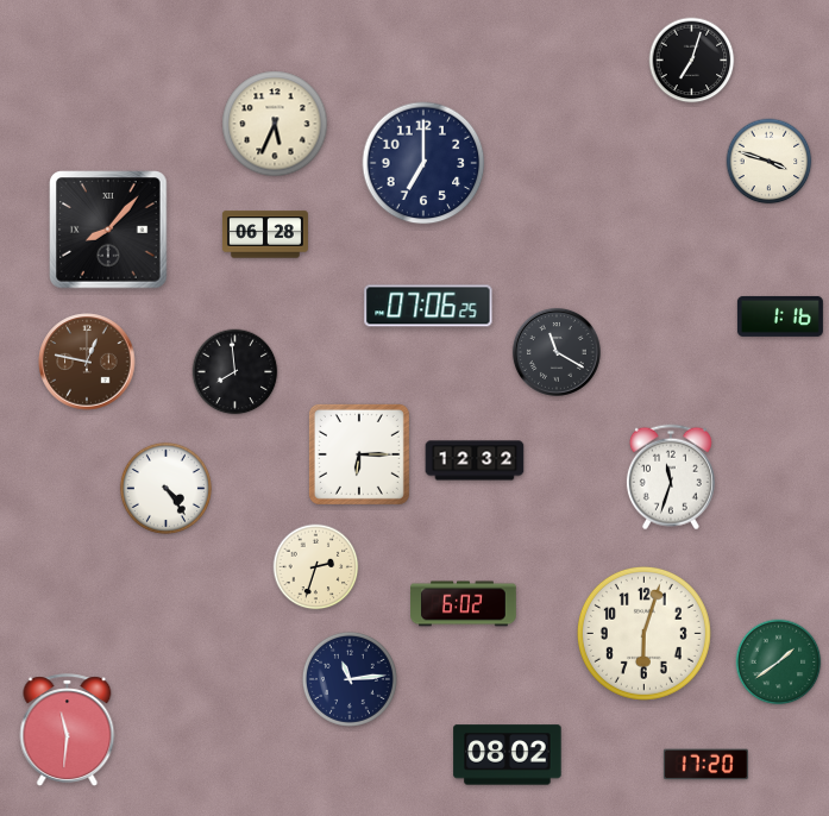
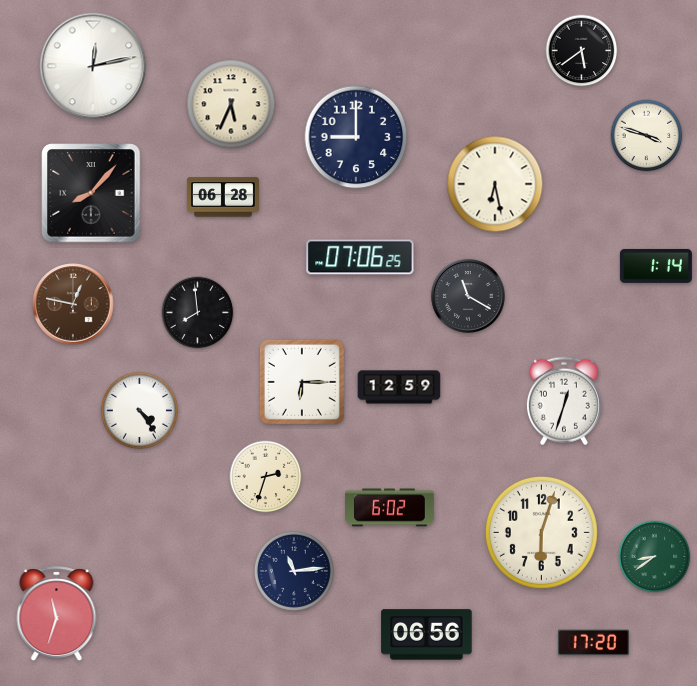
clock at (692, 61): 7:03 -> 5:39
clock at (93, 66): none -> 12:13
clock at (423, 163): 7:00 -> 9:00
clock at (495, 184): none -> 6:28
clock at (780, 316): 1:16 -> 1:14
clock at (475, 460): 12:32 -> 12:59
clock at (671, 477): 11:33 -> 12:33
clock at (779, 663): 1:39 -> 8:39
clock at (68, 729): 11:31 -> 11:33
clock at (508, 755): 08:02 -> 06:56
